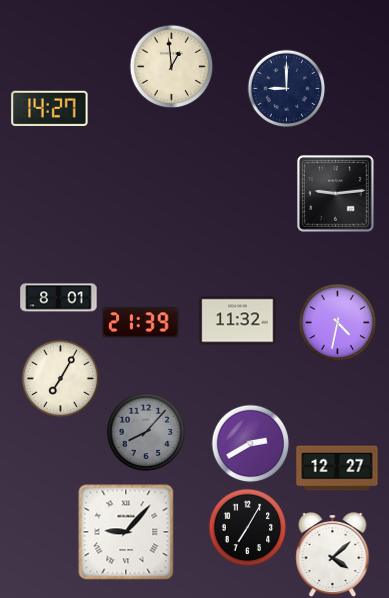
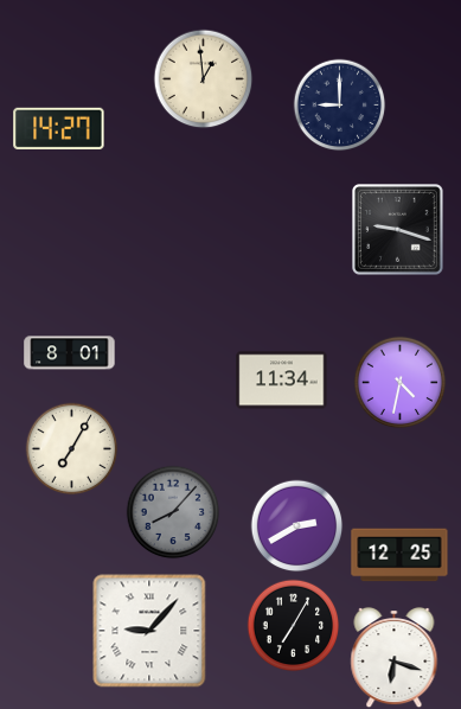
clock at (336, 194): 9:14 -> 9:18
clock at (238, 321): 11:32 -> 11:34
clock at (141, 323): 21:39 -> none
clock at (337, 468): 12:27 -> 12:25
clock at (333, 554): 4:08 -> 6:18
